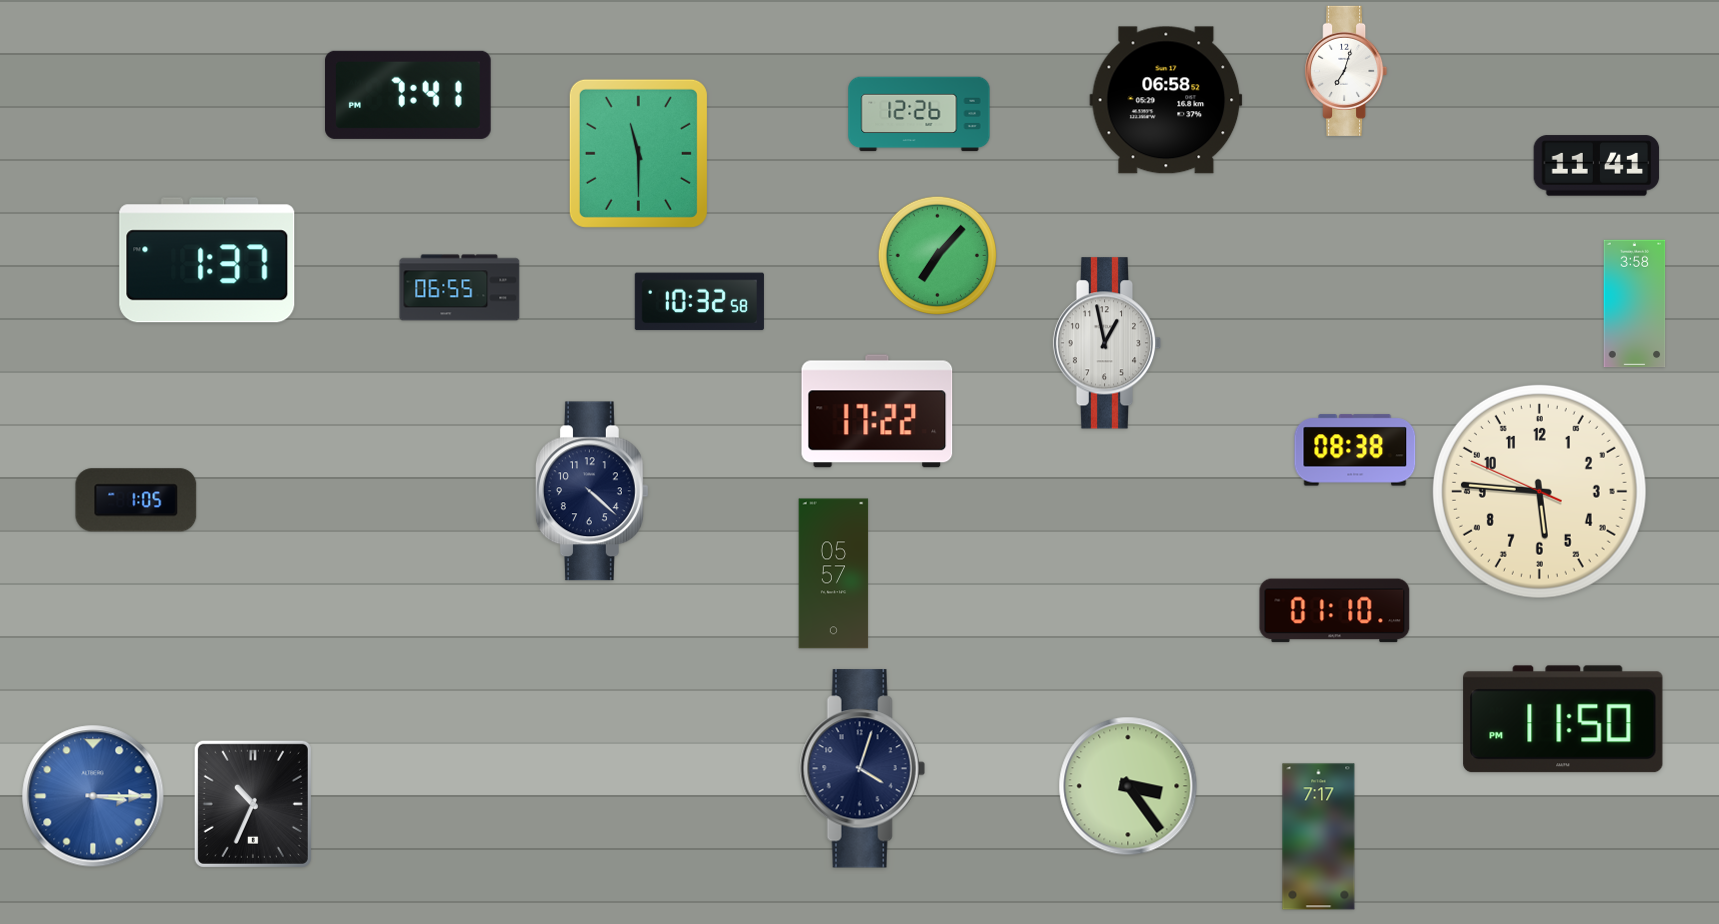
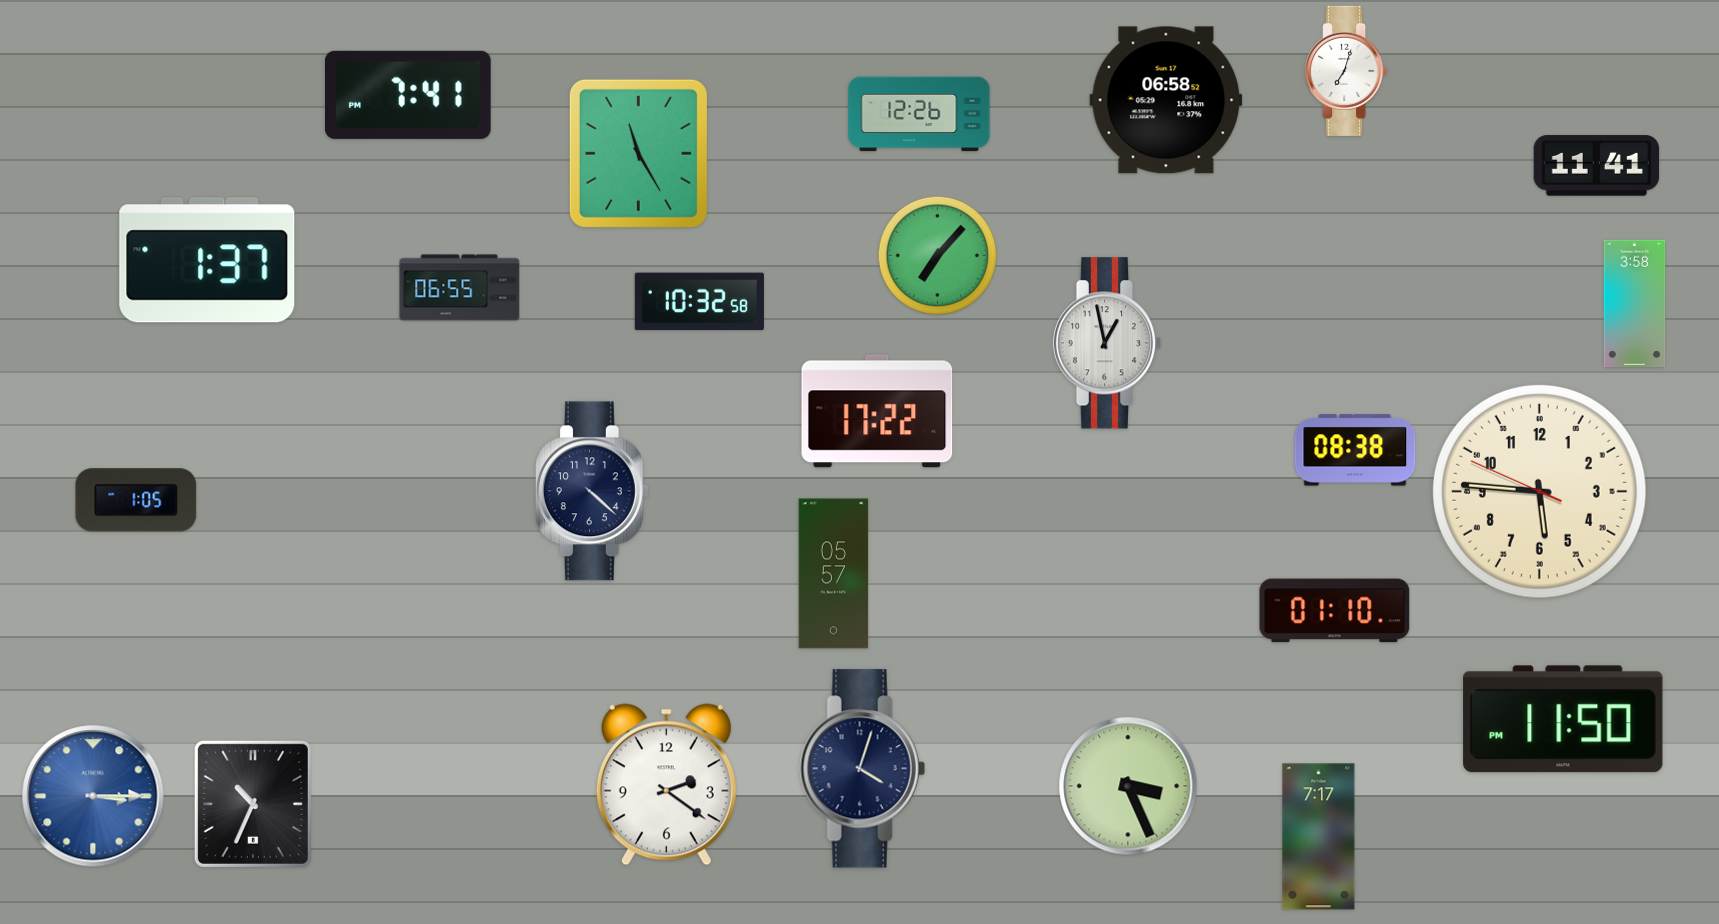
clock at (638, 153): 11:30 -> 11:25
clock at (666, 785): none -> 2:21
clock at (1128, 786): 3:24 -> 3:26
